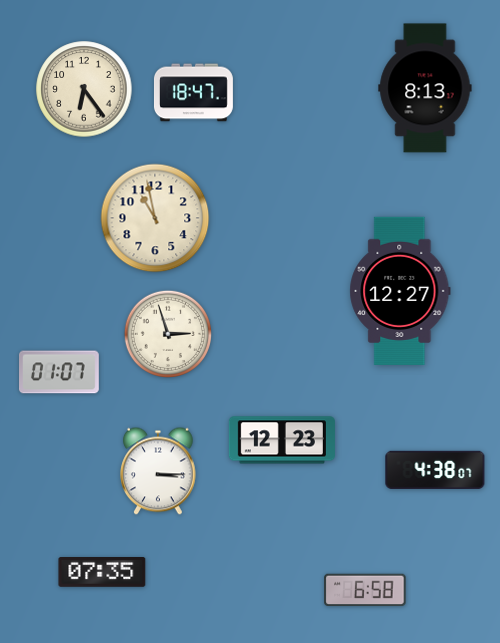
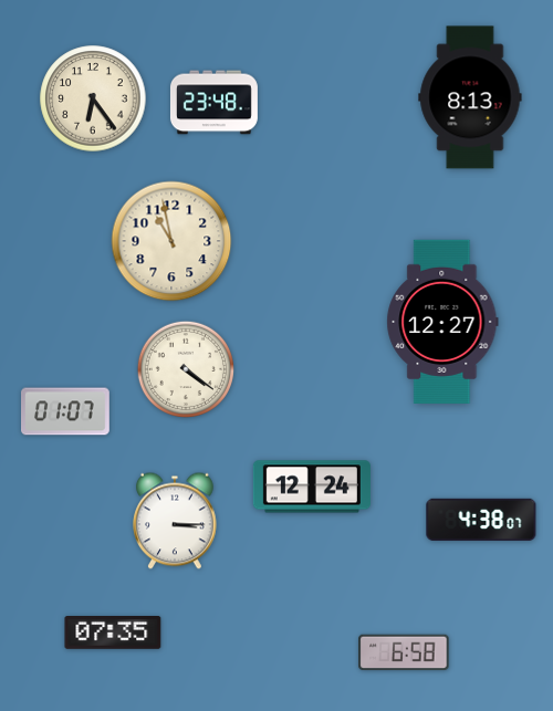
clock at (193, 93): 18:47 -> 23:48
clock at (167, 333): 2:57 -> 4:21
clock at (282, 440): 12:23 -> 12:24
